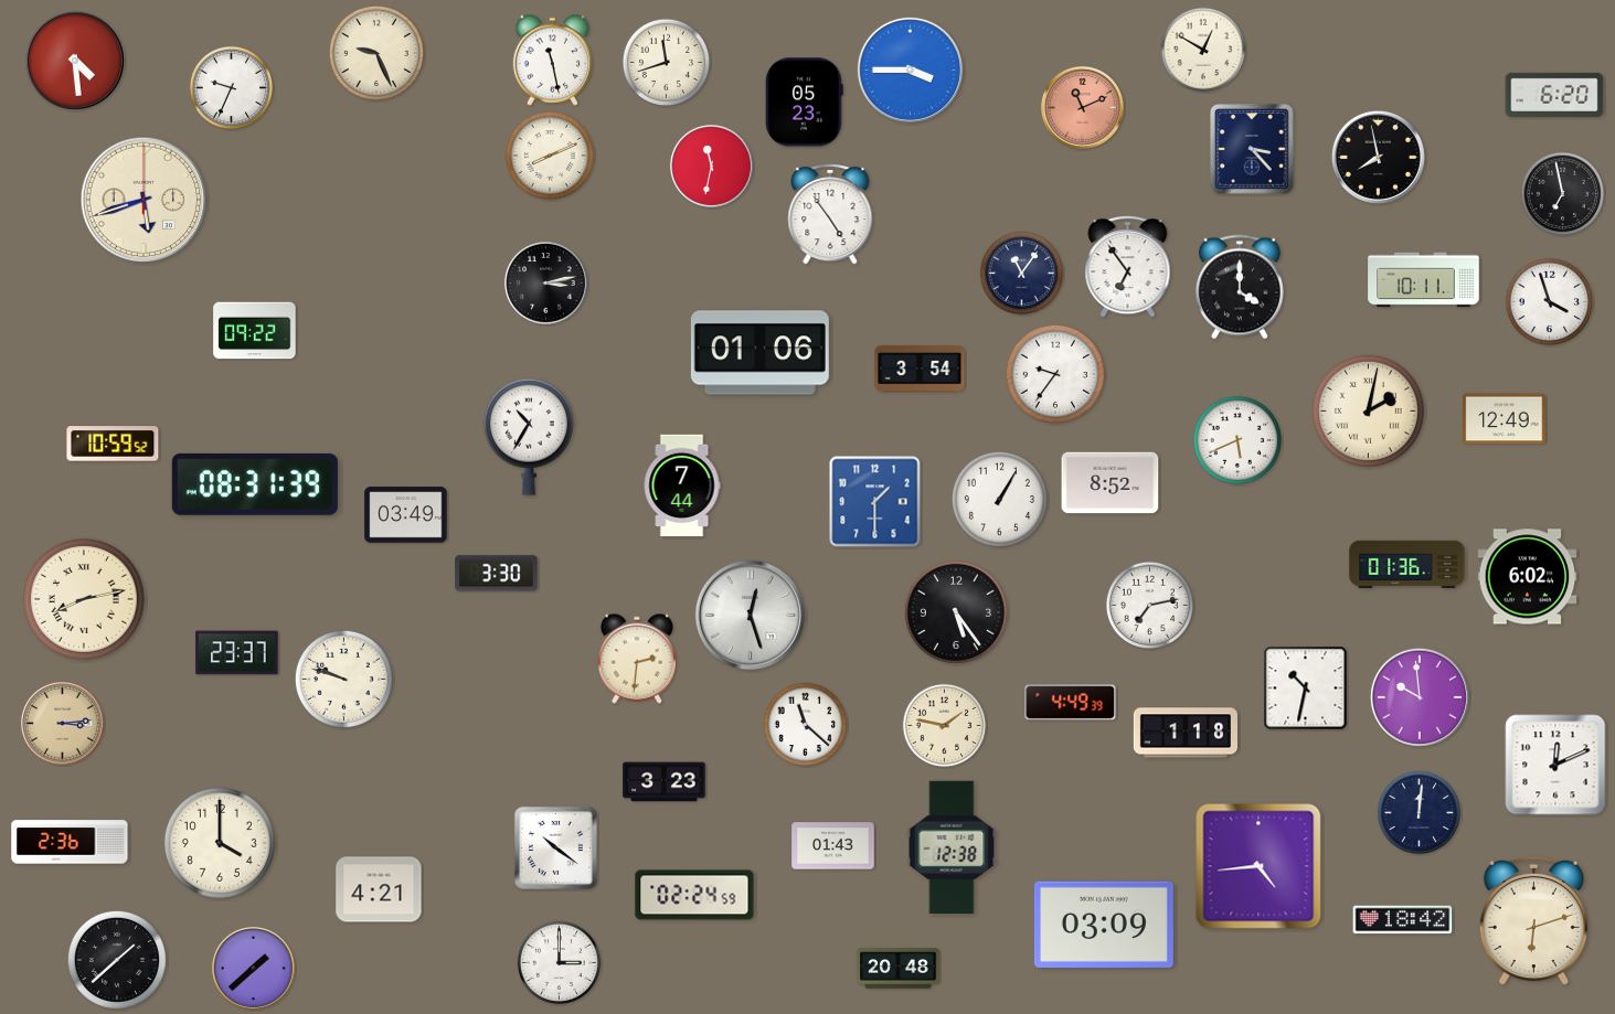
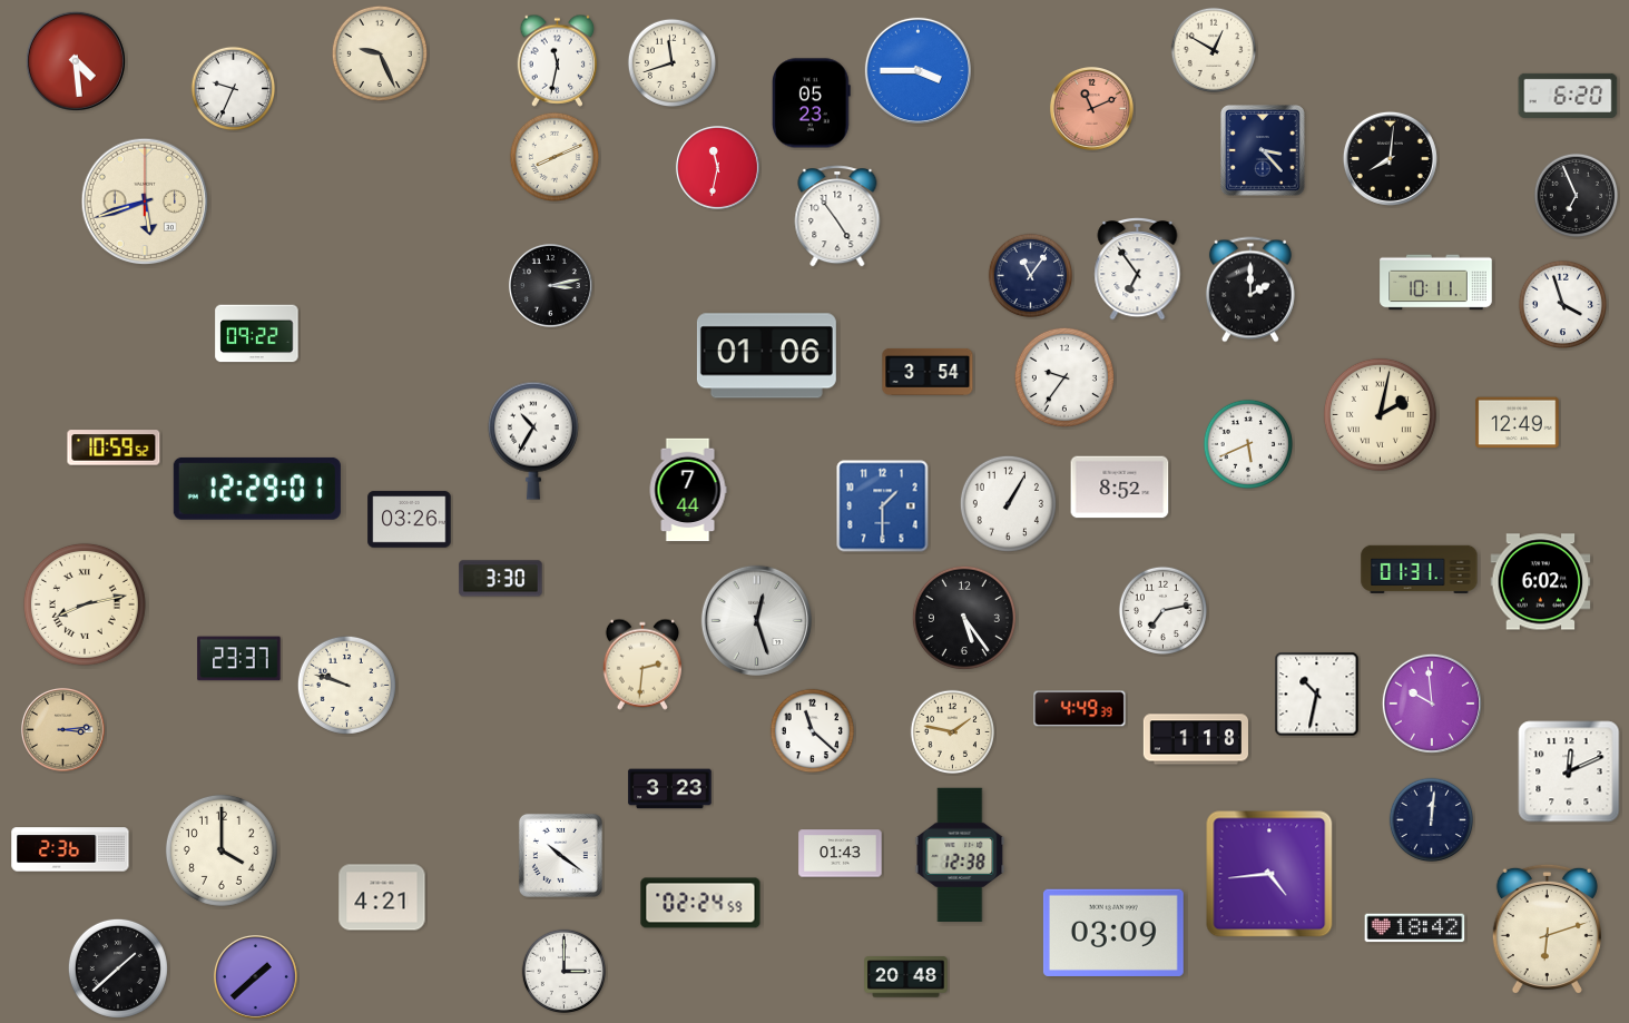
clock at (553, 60): 11:28 -> 11:32
clock at (1378, 157): 7:58 -> 8:01
clock at (1563, 194): 6:58 -> 6:56
clock at (1240, 287): 4:00 -> 2:00
clock at (255, 484): 08:31 -> 12:29
clock at (406, 515): 03:49 -> 03:26
clock at (1407, 564): 01:36 -> 01:31
clock at (1149, 605) position: (1149, 605) -> (1162, 610)
